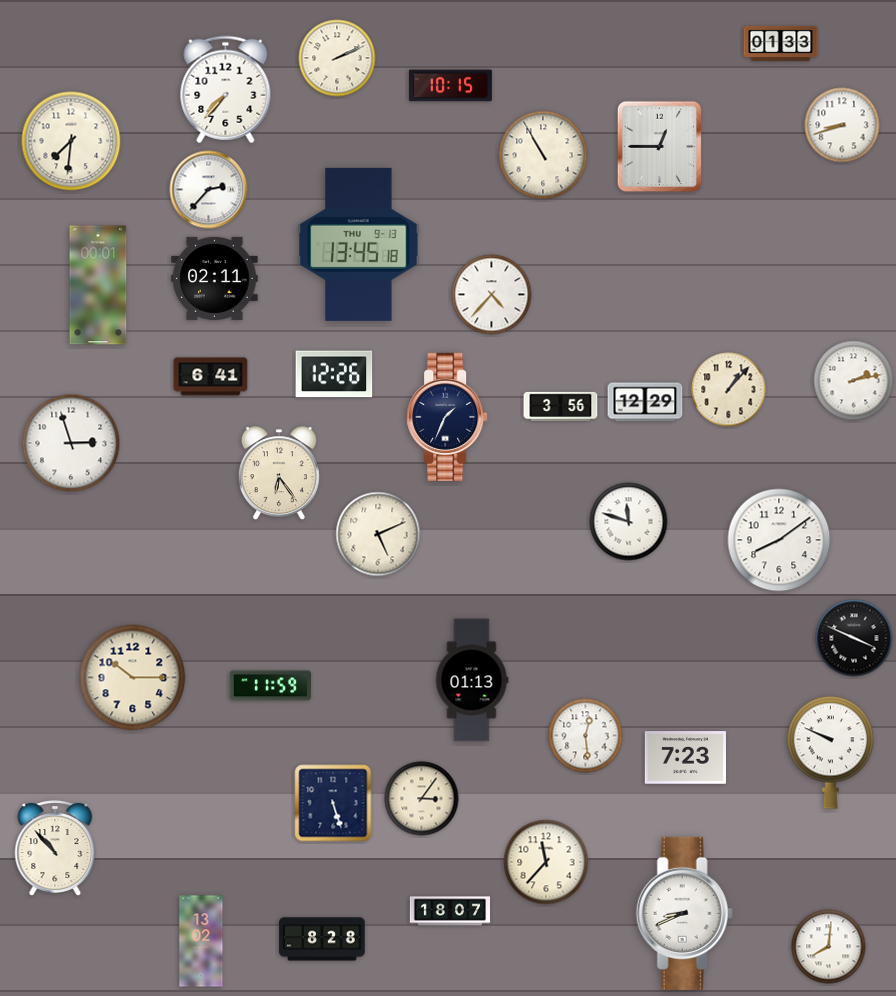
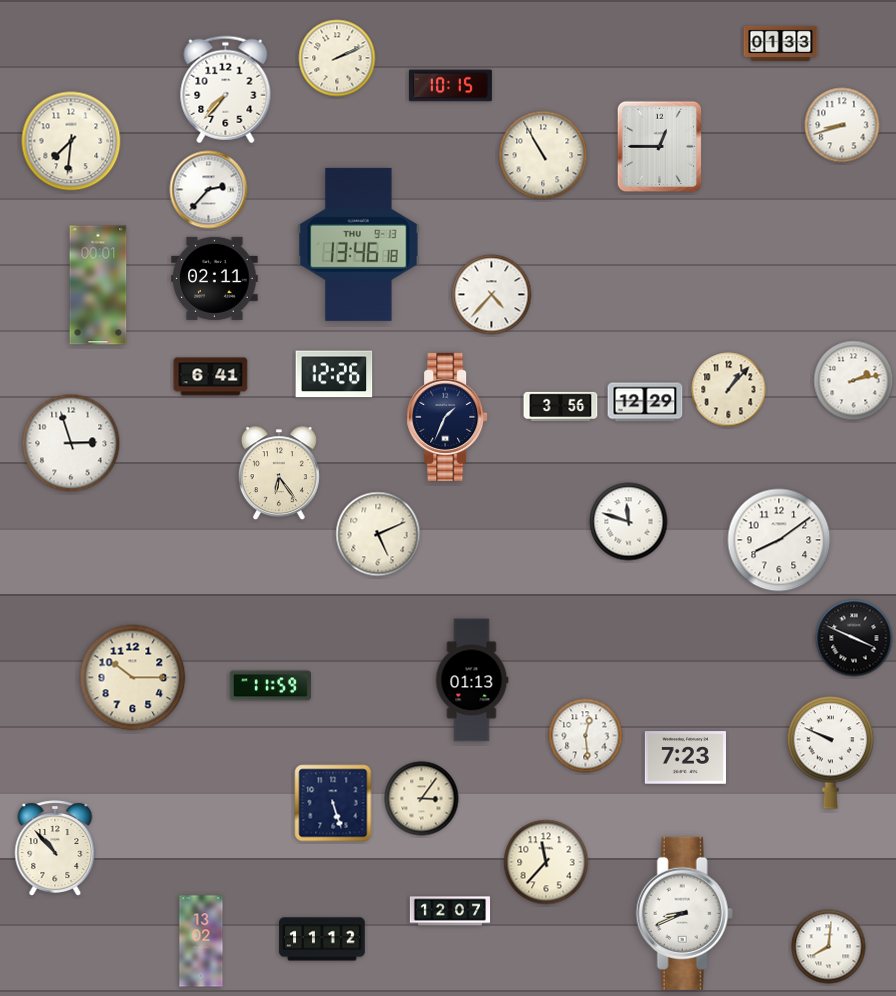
clock at (359, 244): 13:45 -> 13:46
clock at (450, 911): 18:07 -> 12:07
clock at (322, 939): 8:28 -> 11:12
